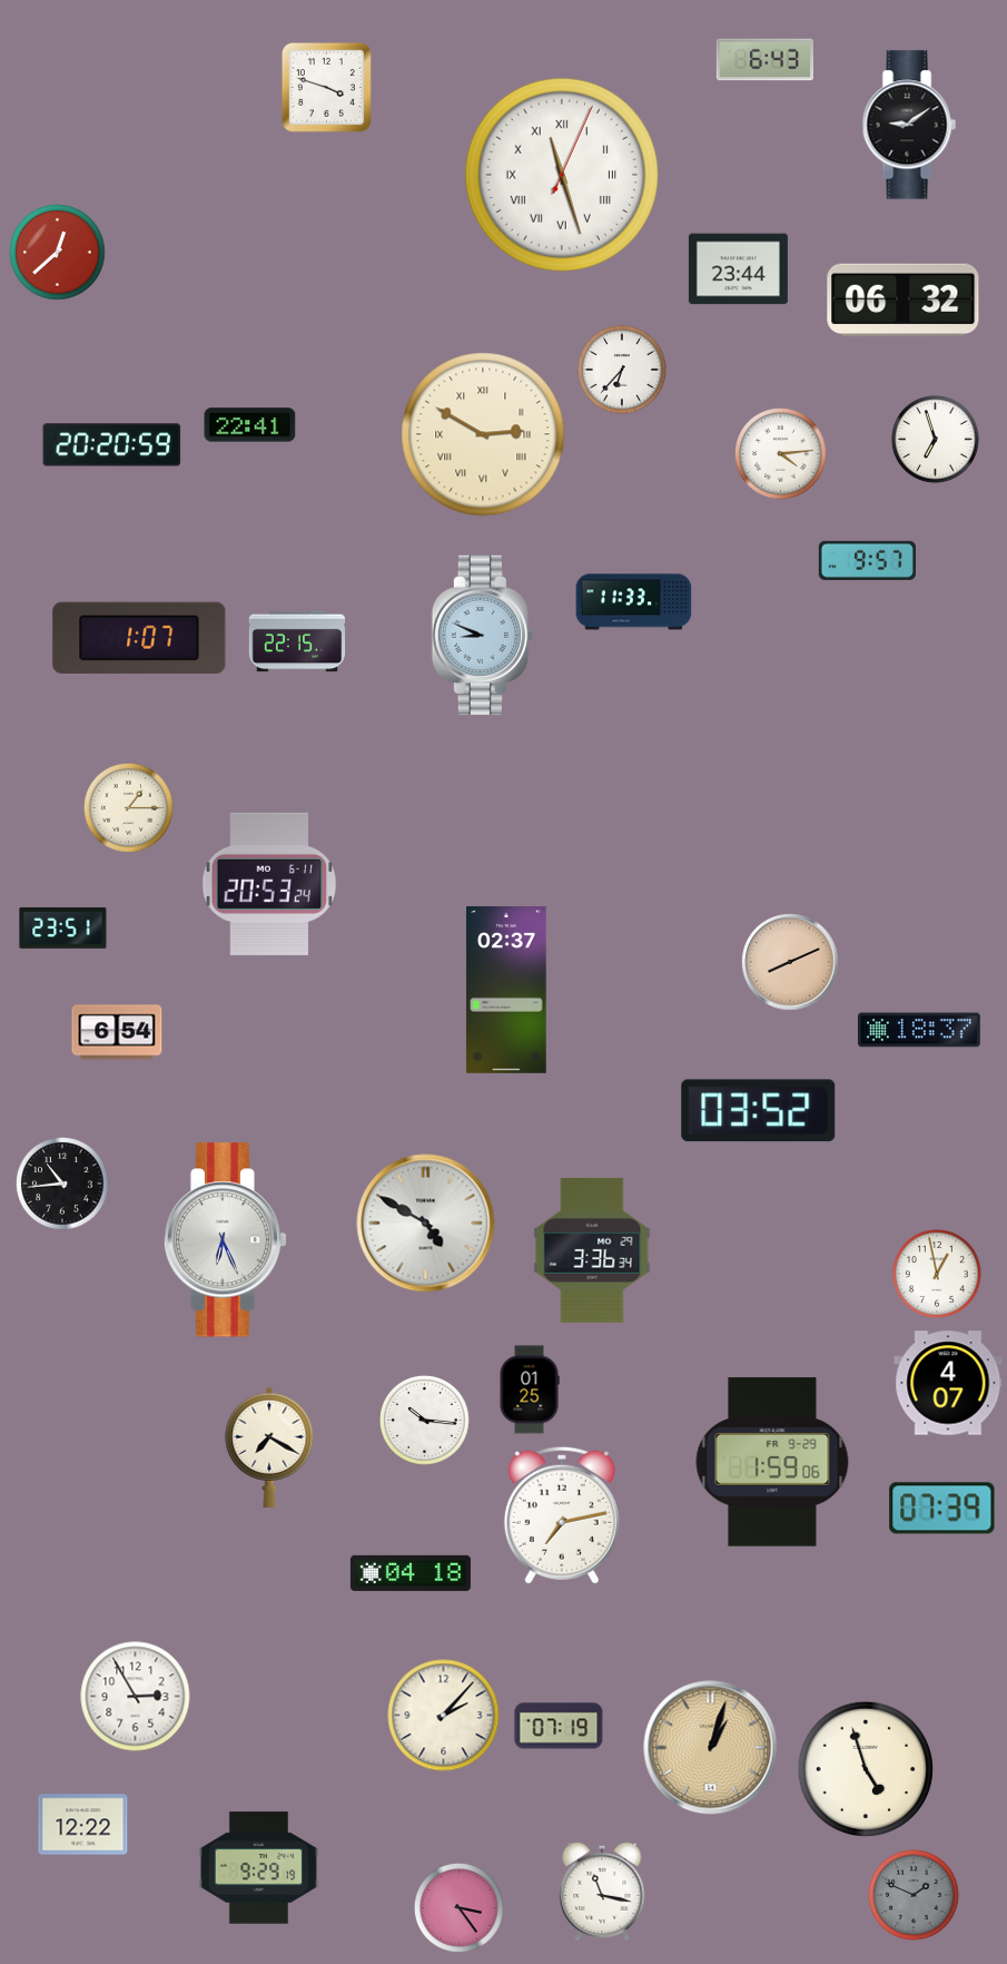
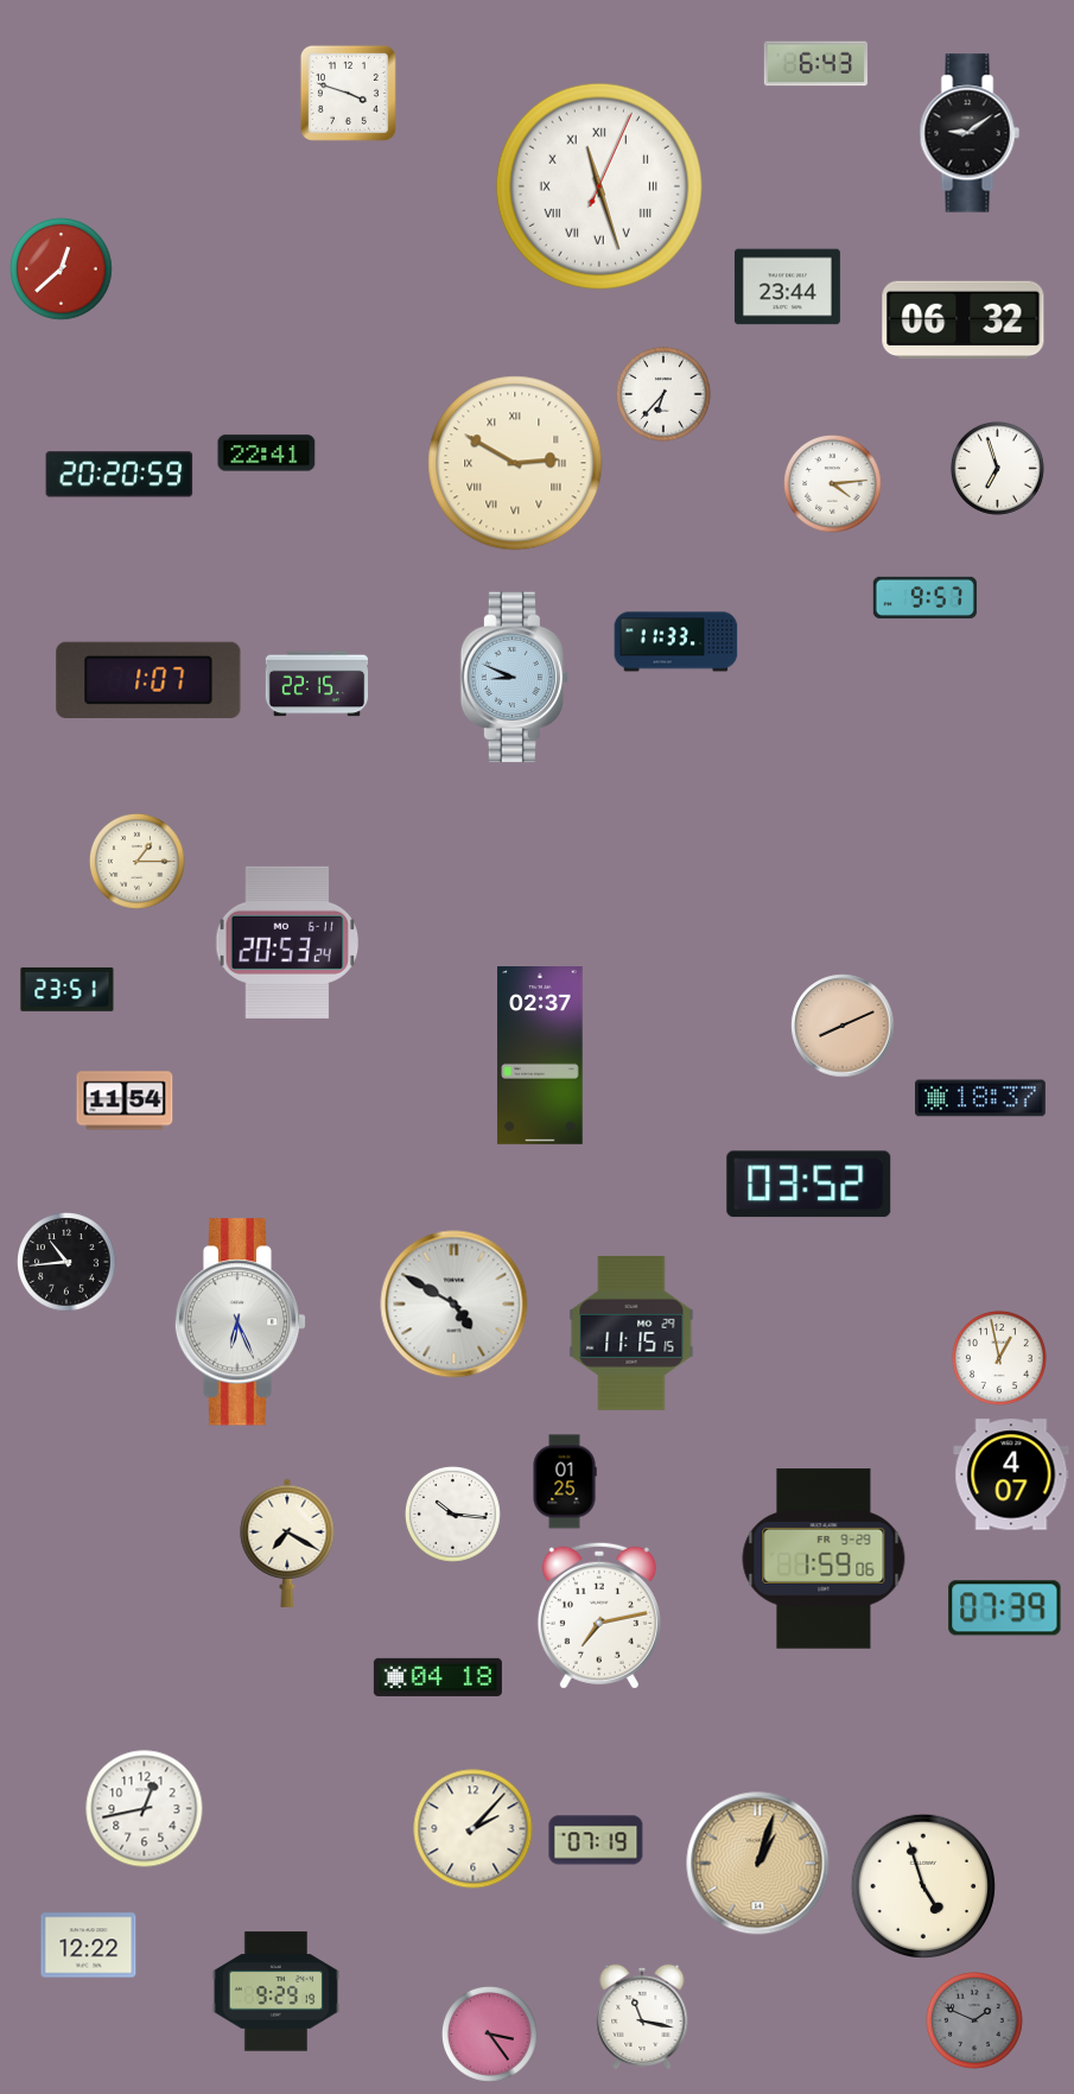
clock at (117, 1032): 6:54 -> 11:54
clock at (592, 1250): 3:36 -> 11:15
clock at (136, 1697): 2:55 -> 12:43
